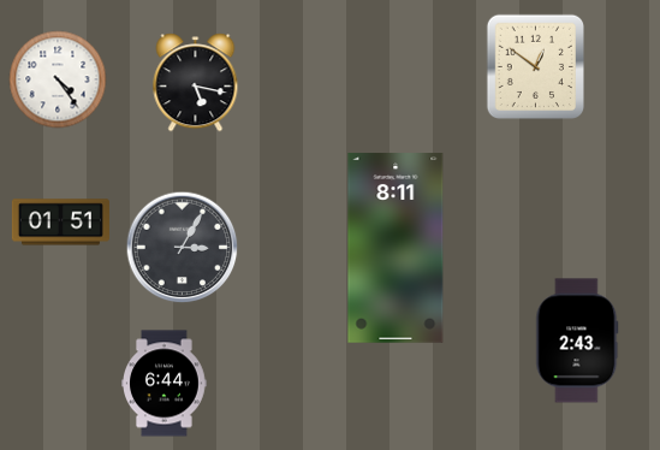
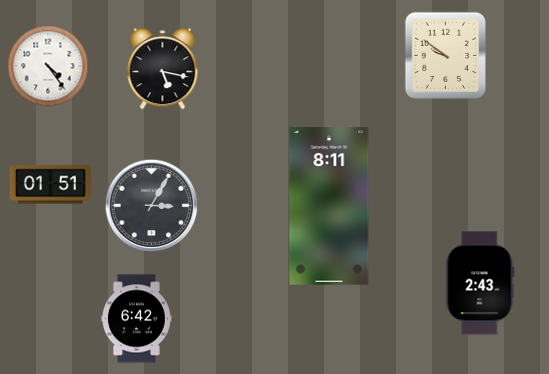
clock at (535, 66): 12:51 -> 9:51
clock at (165, 384): 6:44 -> 6:42
